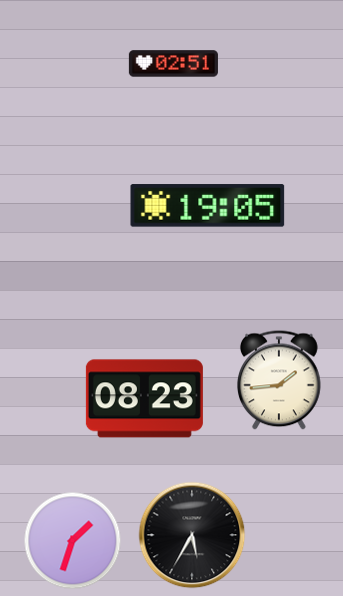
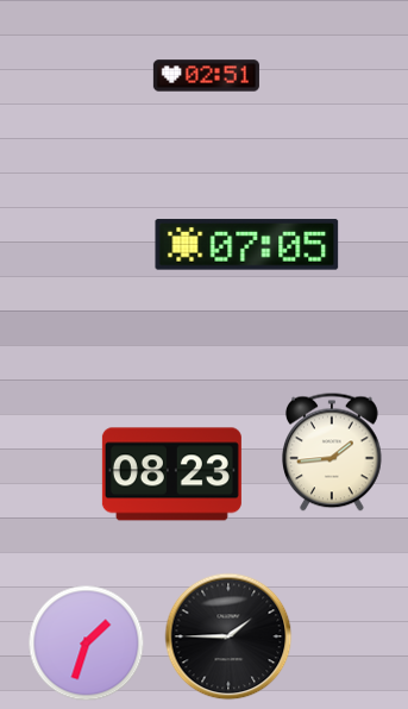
clock at (208, 206): 19:05 -> 07:05
clock at (192, 535): 5:35 -> 1:45
